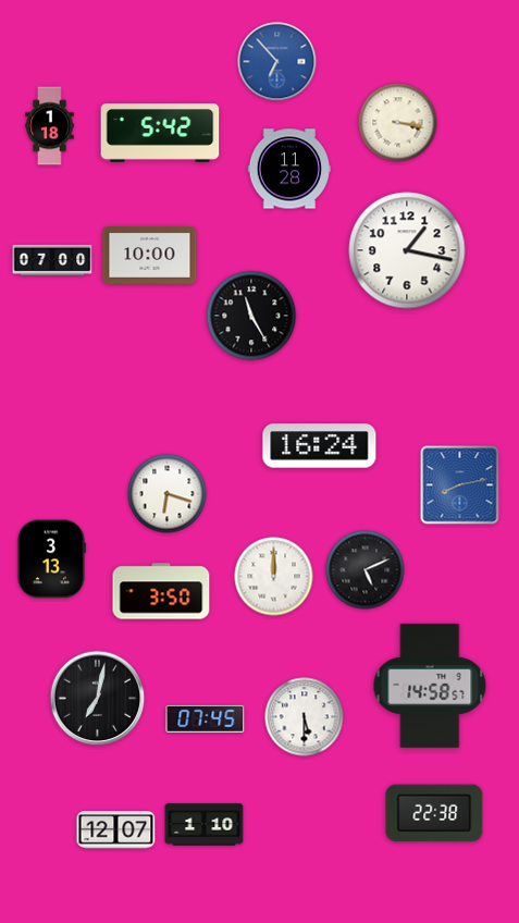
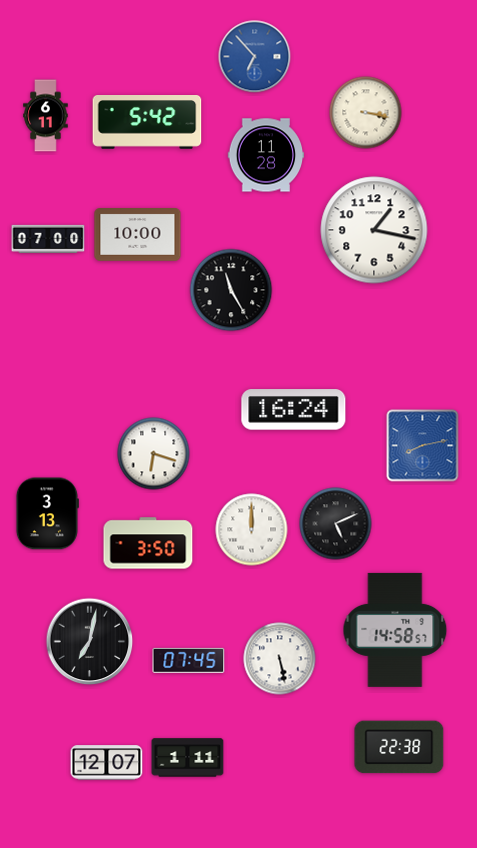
clock at (50, 126): 1:18 -> 6:11
clock at (305, 717): 5:30 -> 5:28
clock at (205, 825): 1:10 -> 1:11
